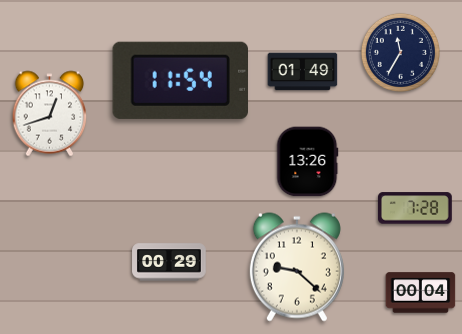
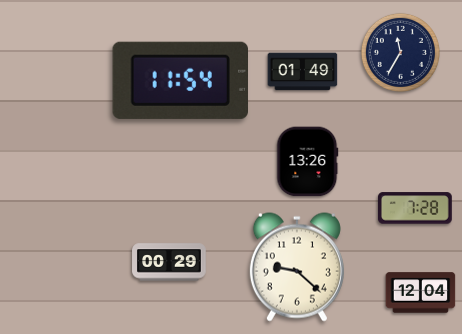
clock at (50, 114): 12:42 -> none
clock at (421, 293): 00:04 -> 12:04
